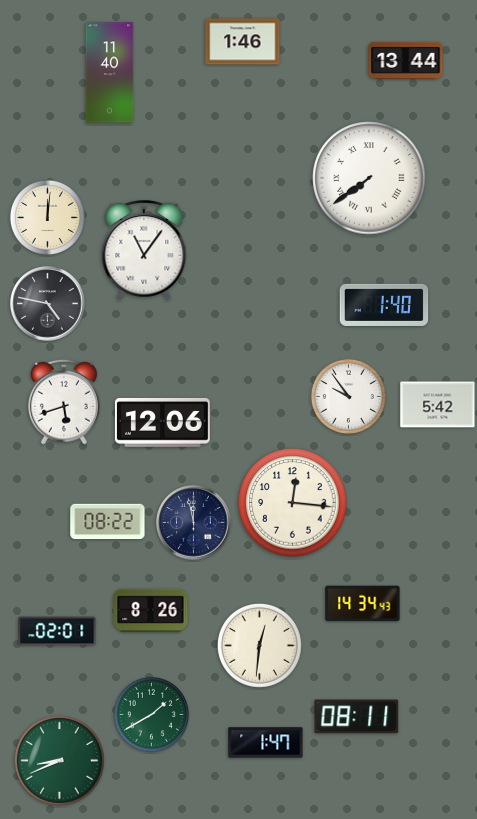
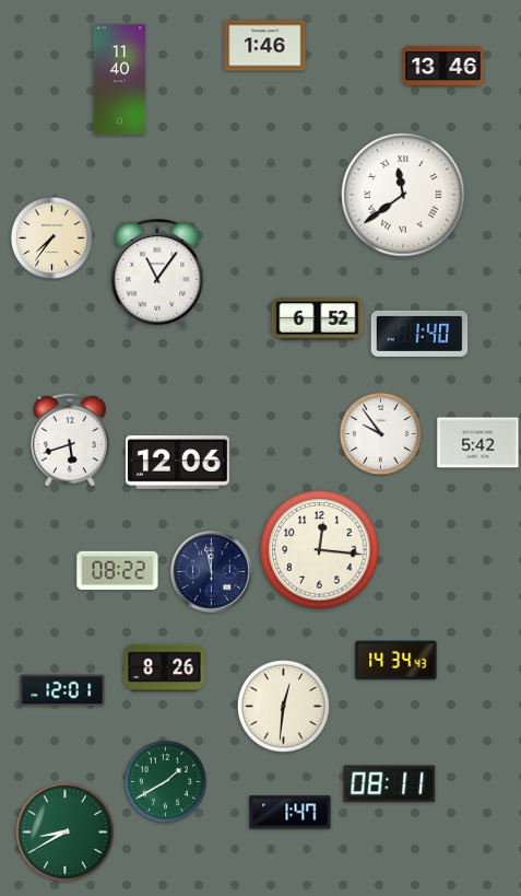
clock at (406, 60): 13:44 -> 13:46
clock at (369, 178): 7:39 -> 11:39
clock at (47, 217): 12:01 -> 7:36
clock at (318, 319): none -> 6:52
clock at (48, 304): 4:47 -> none
clock at (57, 631): 02:01 -> 12:01
clock at (60, 761): 8:41 -> 8:40
